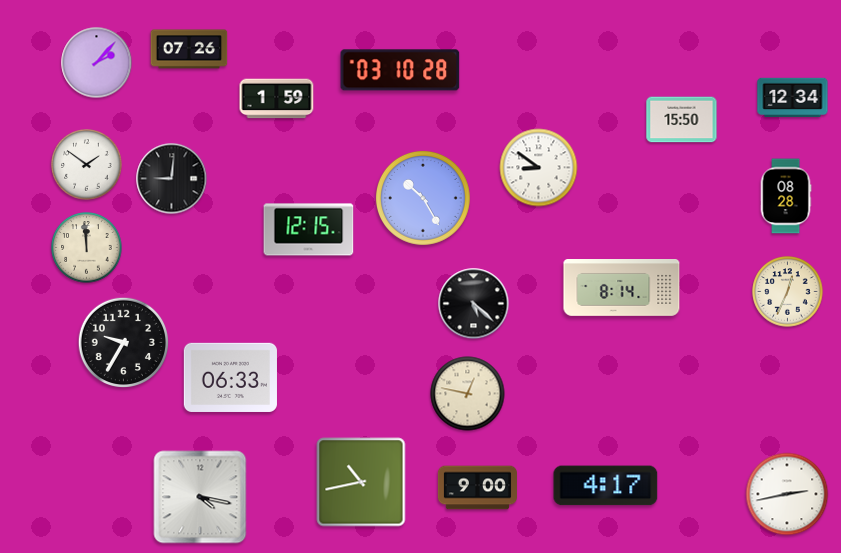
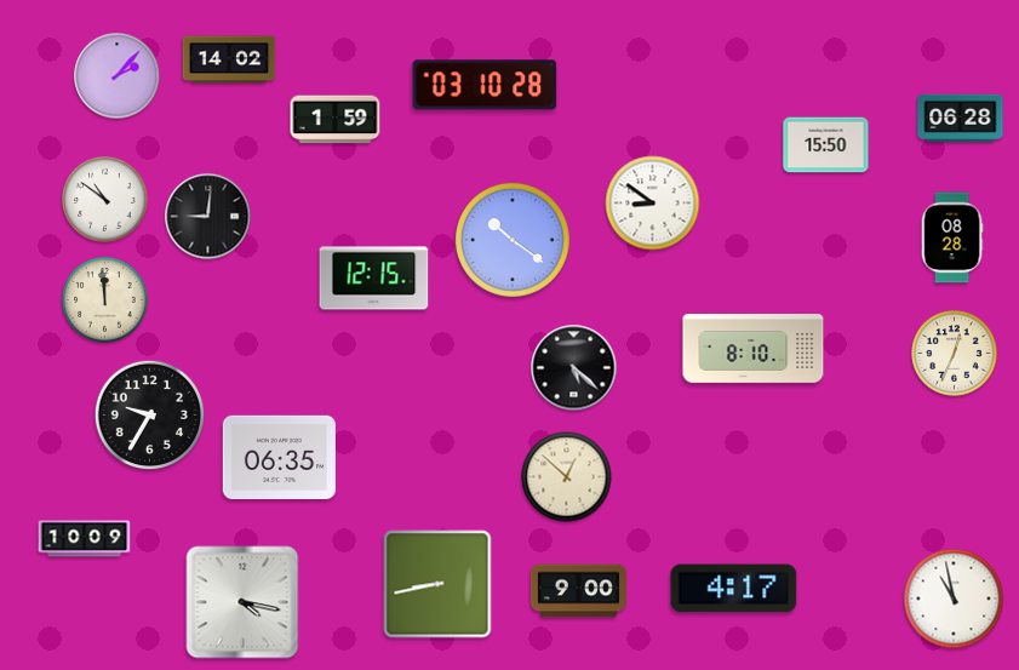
clock at (189, 49): 07:26 -> 14:02
clock at (793, 98): 12:34 -> 06:28
clock at (87, 165): 1:51 -> 10:51
clock at (423, 198): 10:25 -> 10:21
clock at (622, 288): 8:14 -> 8:10
clock at (230, 377): 06:33 -> 06:35
clock at (468, 394): 12:47 -> 12:52
clock at (85, 539): none -> 10:09
clock at (361, 482): 10:43 -> 8:43
clock at (787, 494): 2:43 -> 10:58
